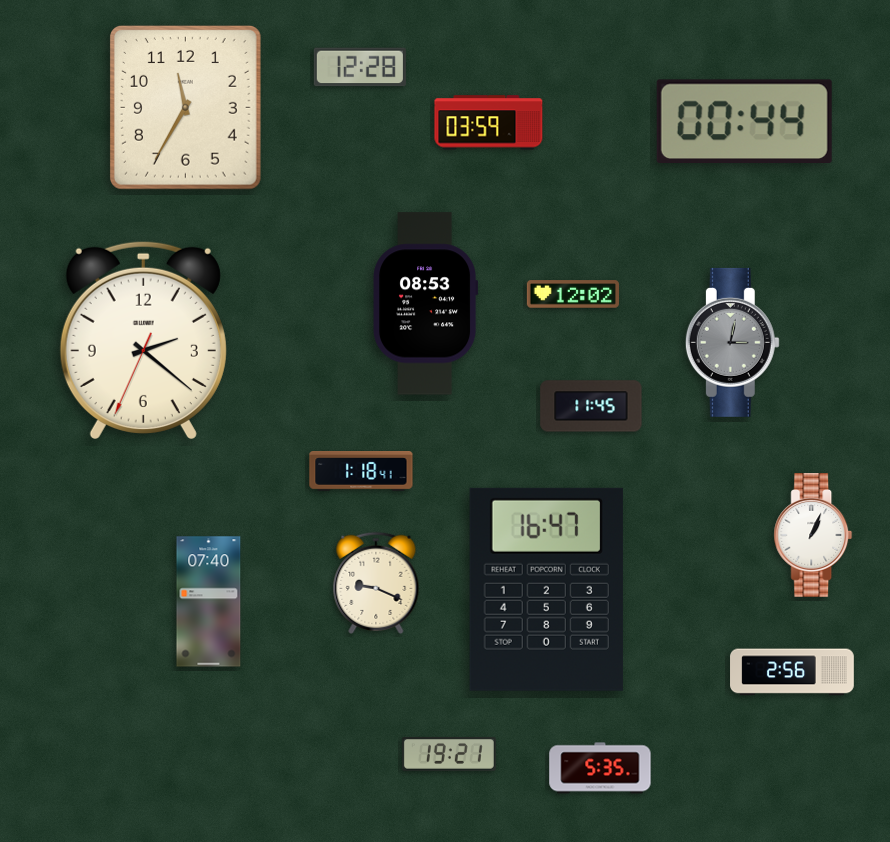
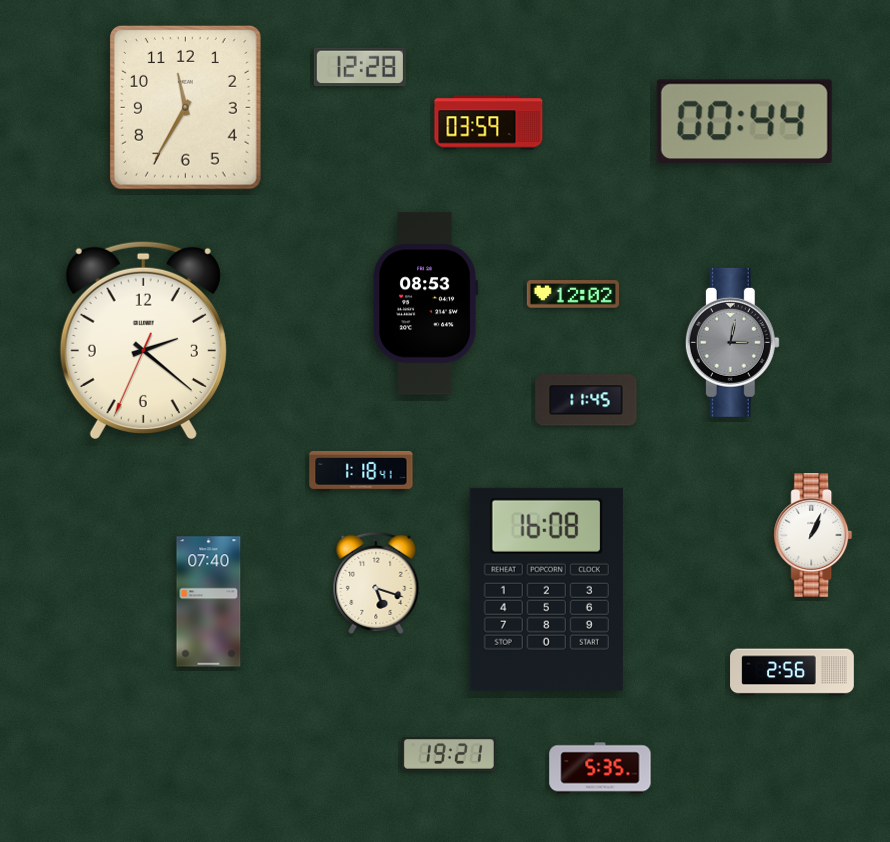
clock at (591, 406) position: (591, 406) -> (586, 400)
clock at (376, 583): 9:19 -> 5:18
clock at (546, 589): 16:47 -> 16:08
